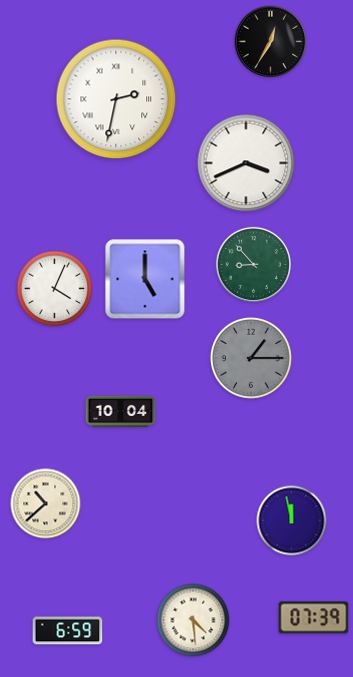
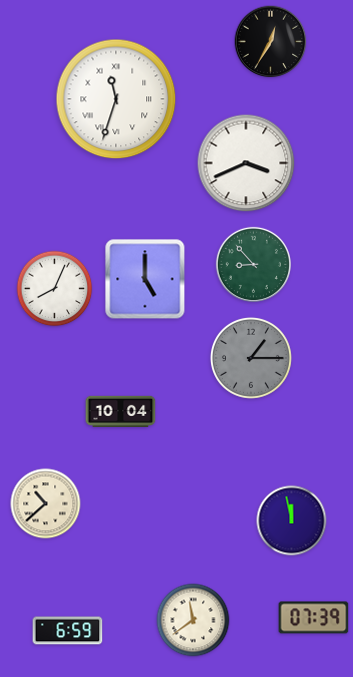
clock at (116, 99): 2:32 -> 11:33
clock at (55, 289): 4:04 -> 8:04
clock at (193, 620): 4:29 -> 11:39
